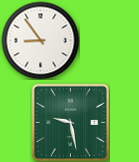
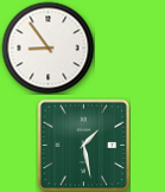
clock at (70, 122): 9:28 -> 1:28
